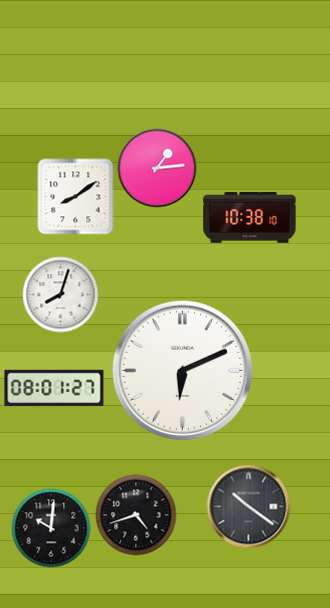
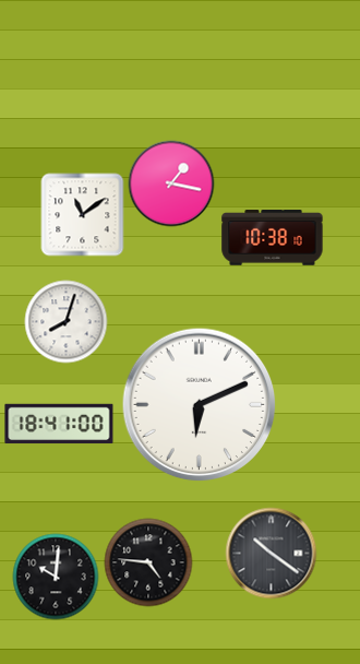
clock at (157, 168): 1:14 -> 1:17
clock at (76, 197): 8:09 -> 11:09
clock at (54, 388): 08:01 -> 18:41
clock at (136, 515): 4:42 -> 4:46
